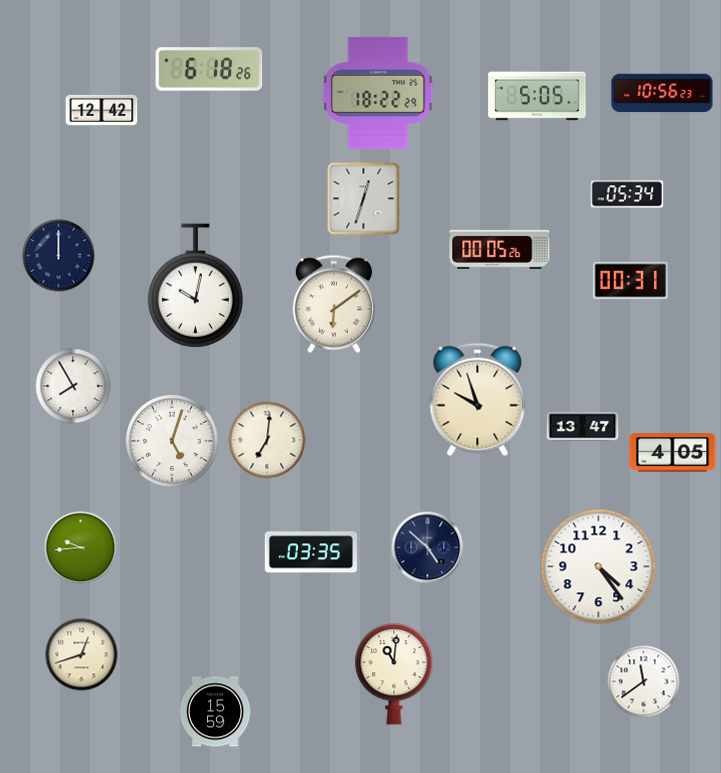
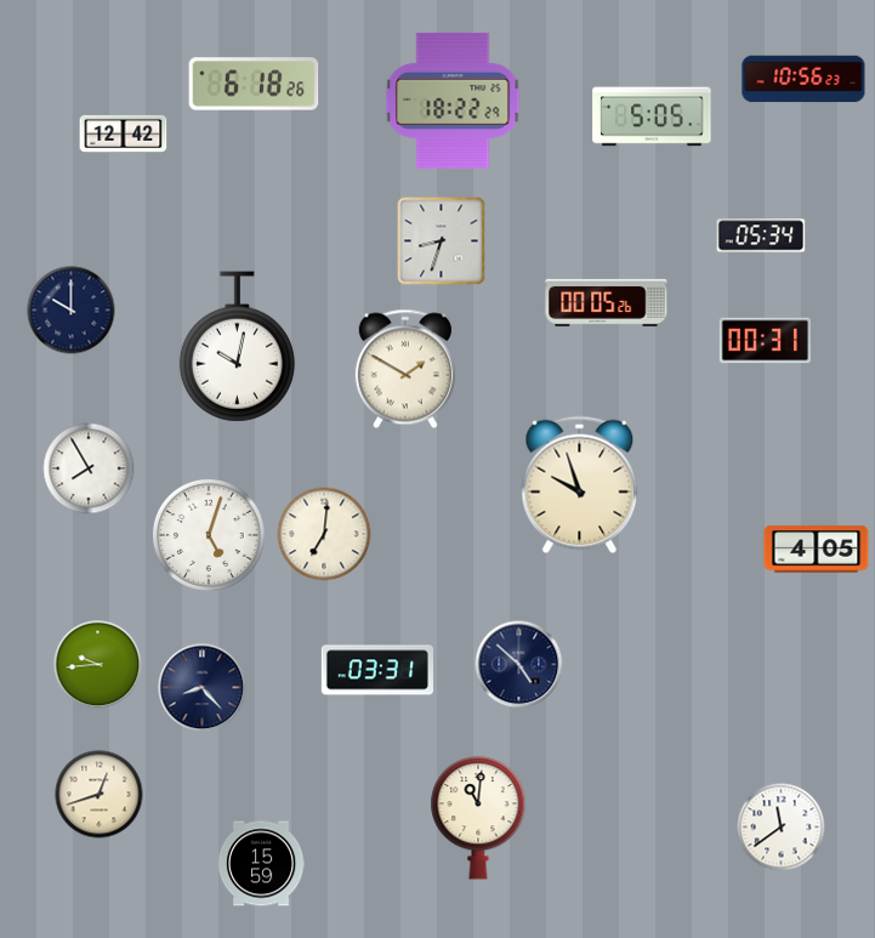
clock at (378, 93) position: (378, 93) -> (453, 101)
clock at (662, 93) position: (662, 93) -> (803, 79)
clock at (364, 199): 12:33 -> 8:33
clock at (59, 256): 12:00 -> 10:00
clock at (334, 304): 6:09 -> 1:50
clock at (583, 427): 13:47 -> none
clock at (310, 552): 03:35 -> 03:31
clock at (203, 688): none -> 8:23
clock at (599, 567): 4:24 -> none
